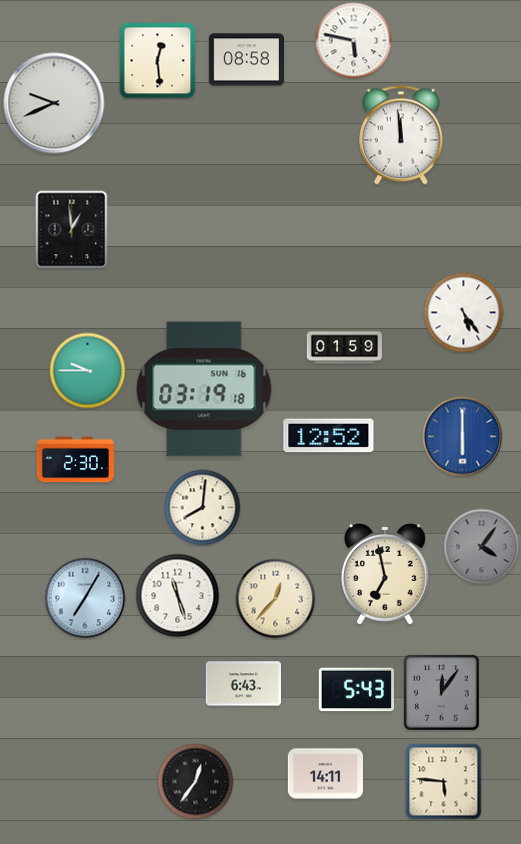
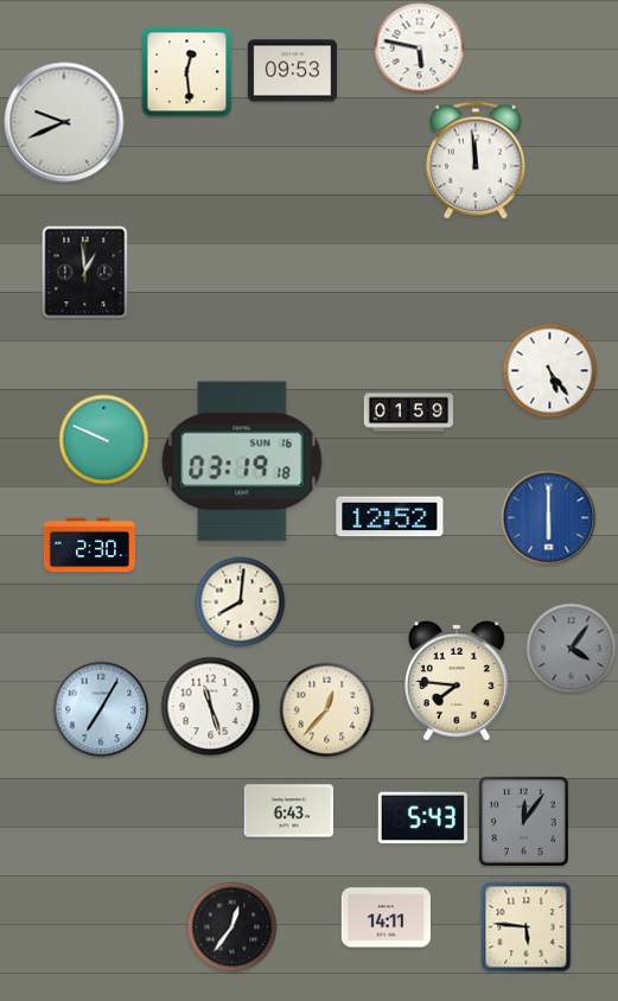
clock at (246, 60): 08:58 -> 09:53
clock at (88, 371): 9:45 -> 9:49
clock at (386, 574): 6:58 -> 7:46
